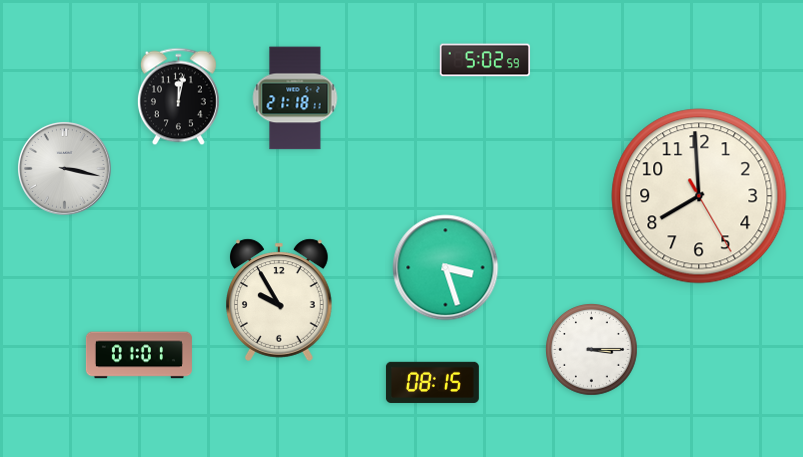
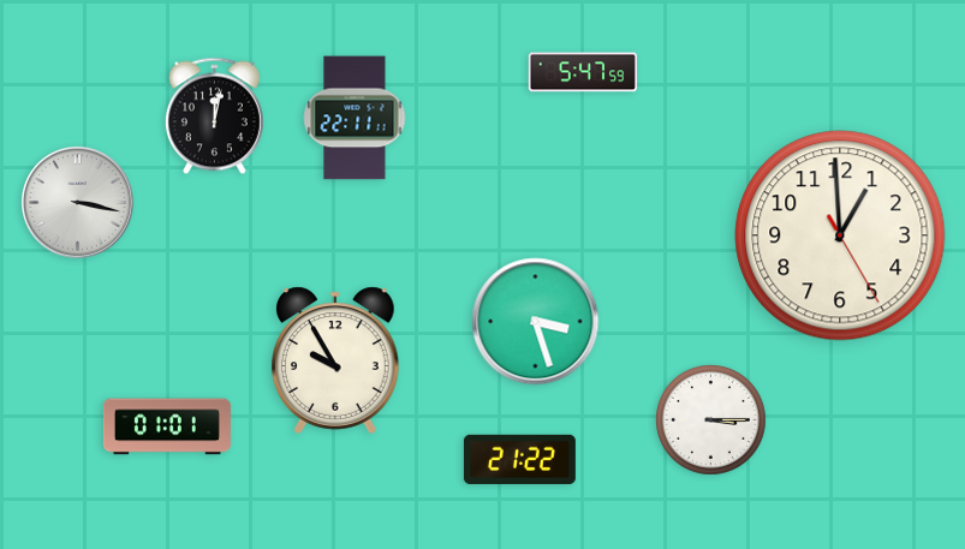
clock at (485, 60): 5:02 -> 5:47
clock at (295, 98): 21:18 -> 22:11
clock at (699, 196): 7:59 -> 12:59
clock at (432, 382): 08:15 -> 21:22
